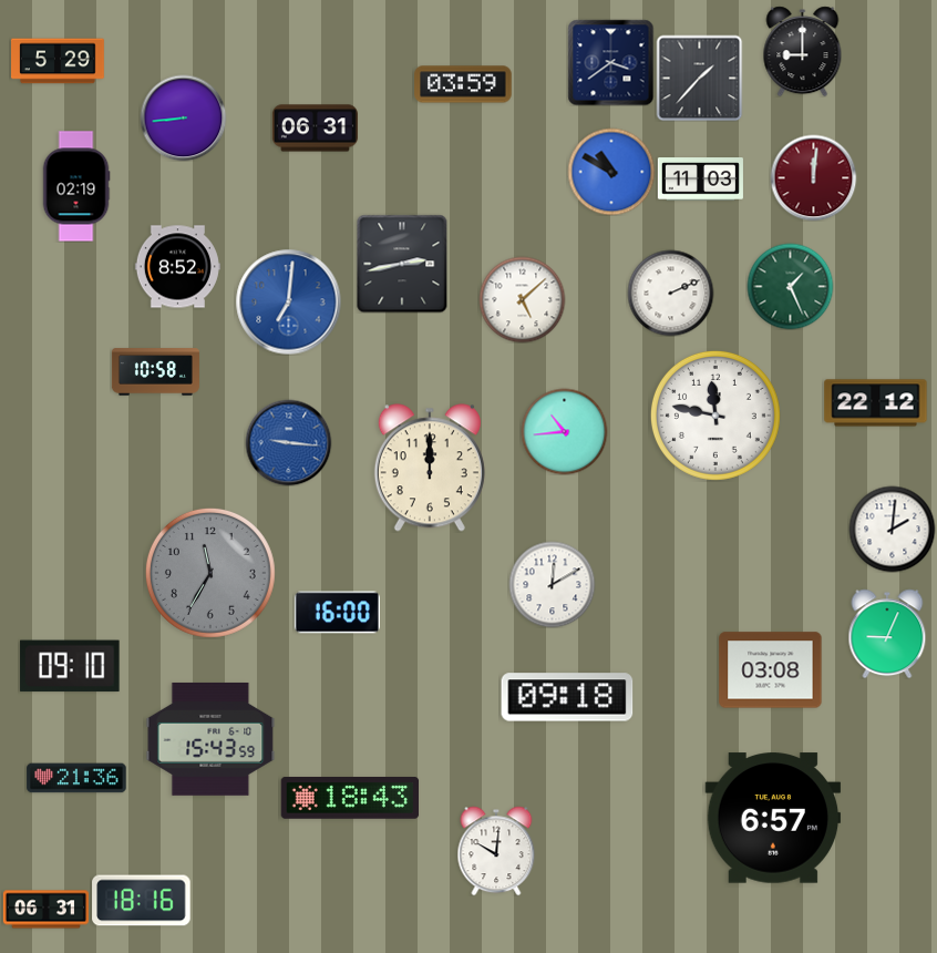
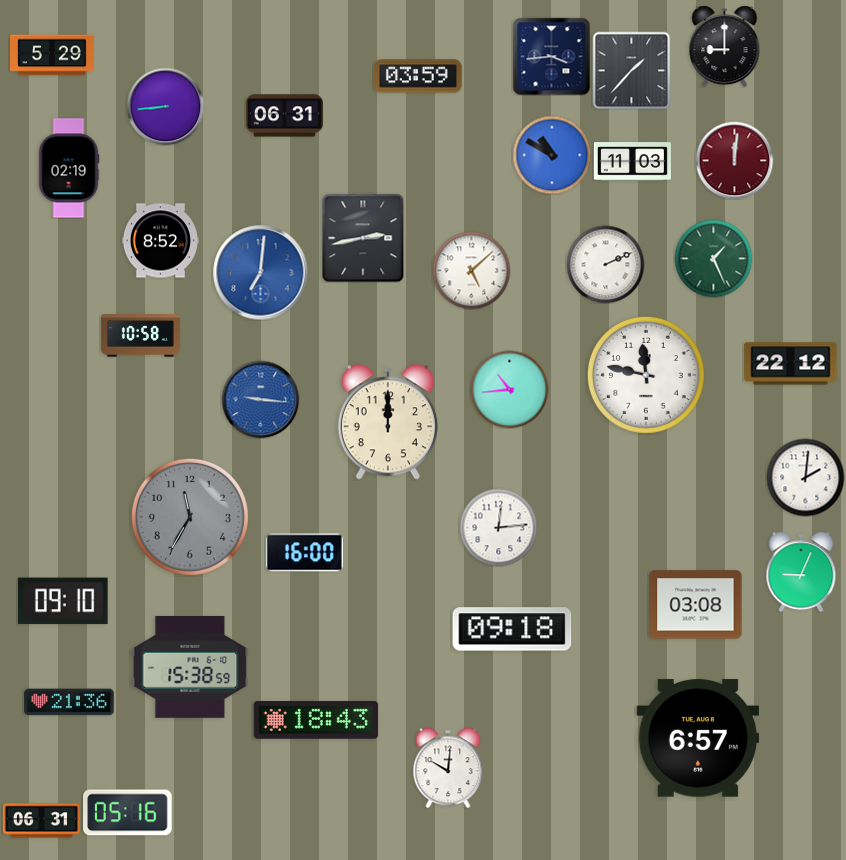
clock at (610, 62): 3:39 -> 3:44
clock at (552, 584): 12:10 -> 12:14
clock at (210, 739): 15:43 -> 15:38
clock at (142, 901): 18:16 -> 05:16
